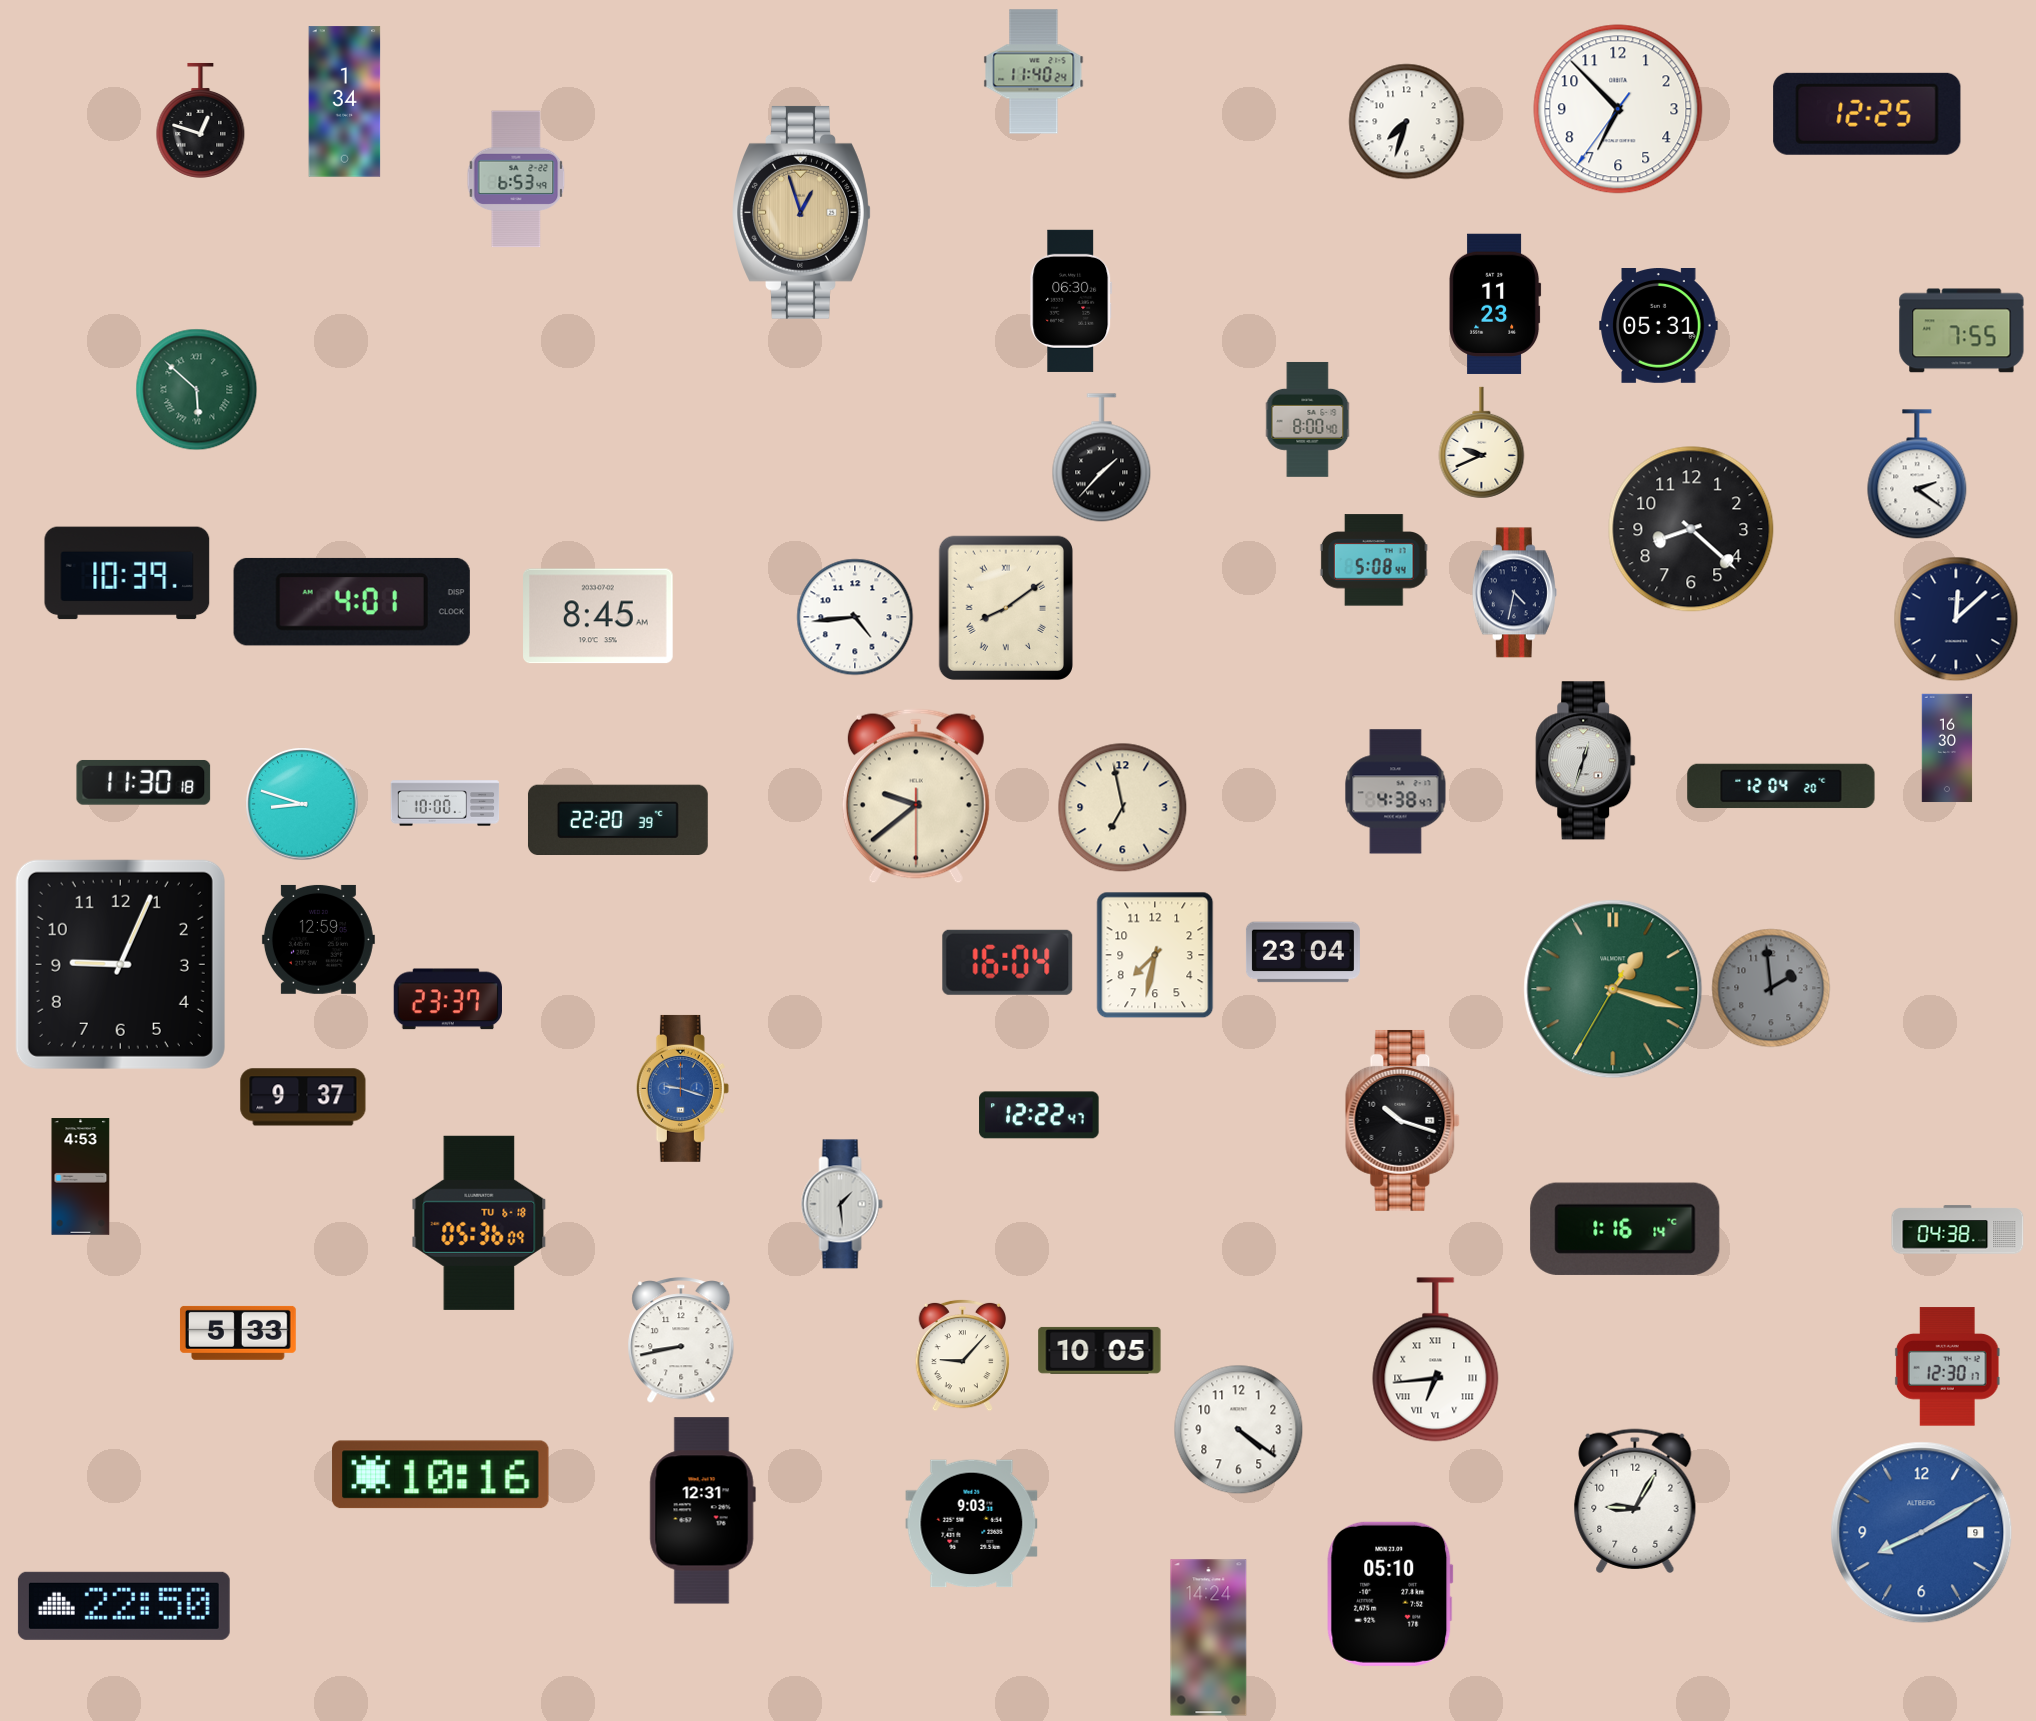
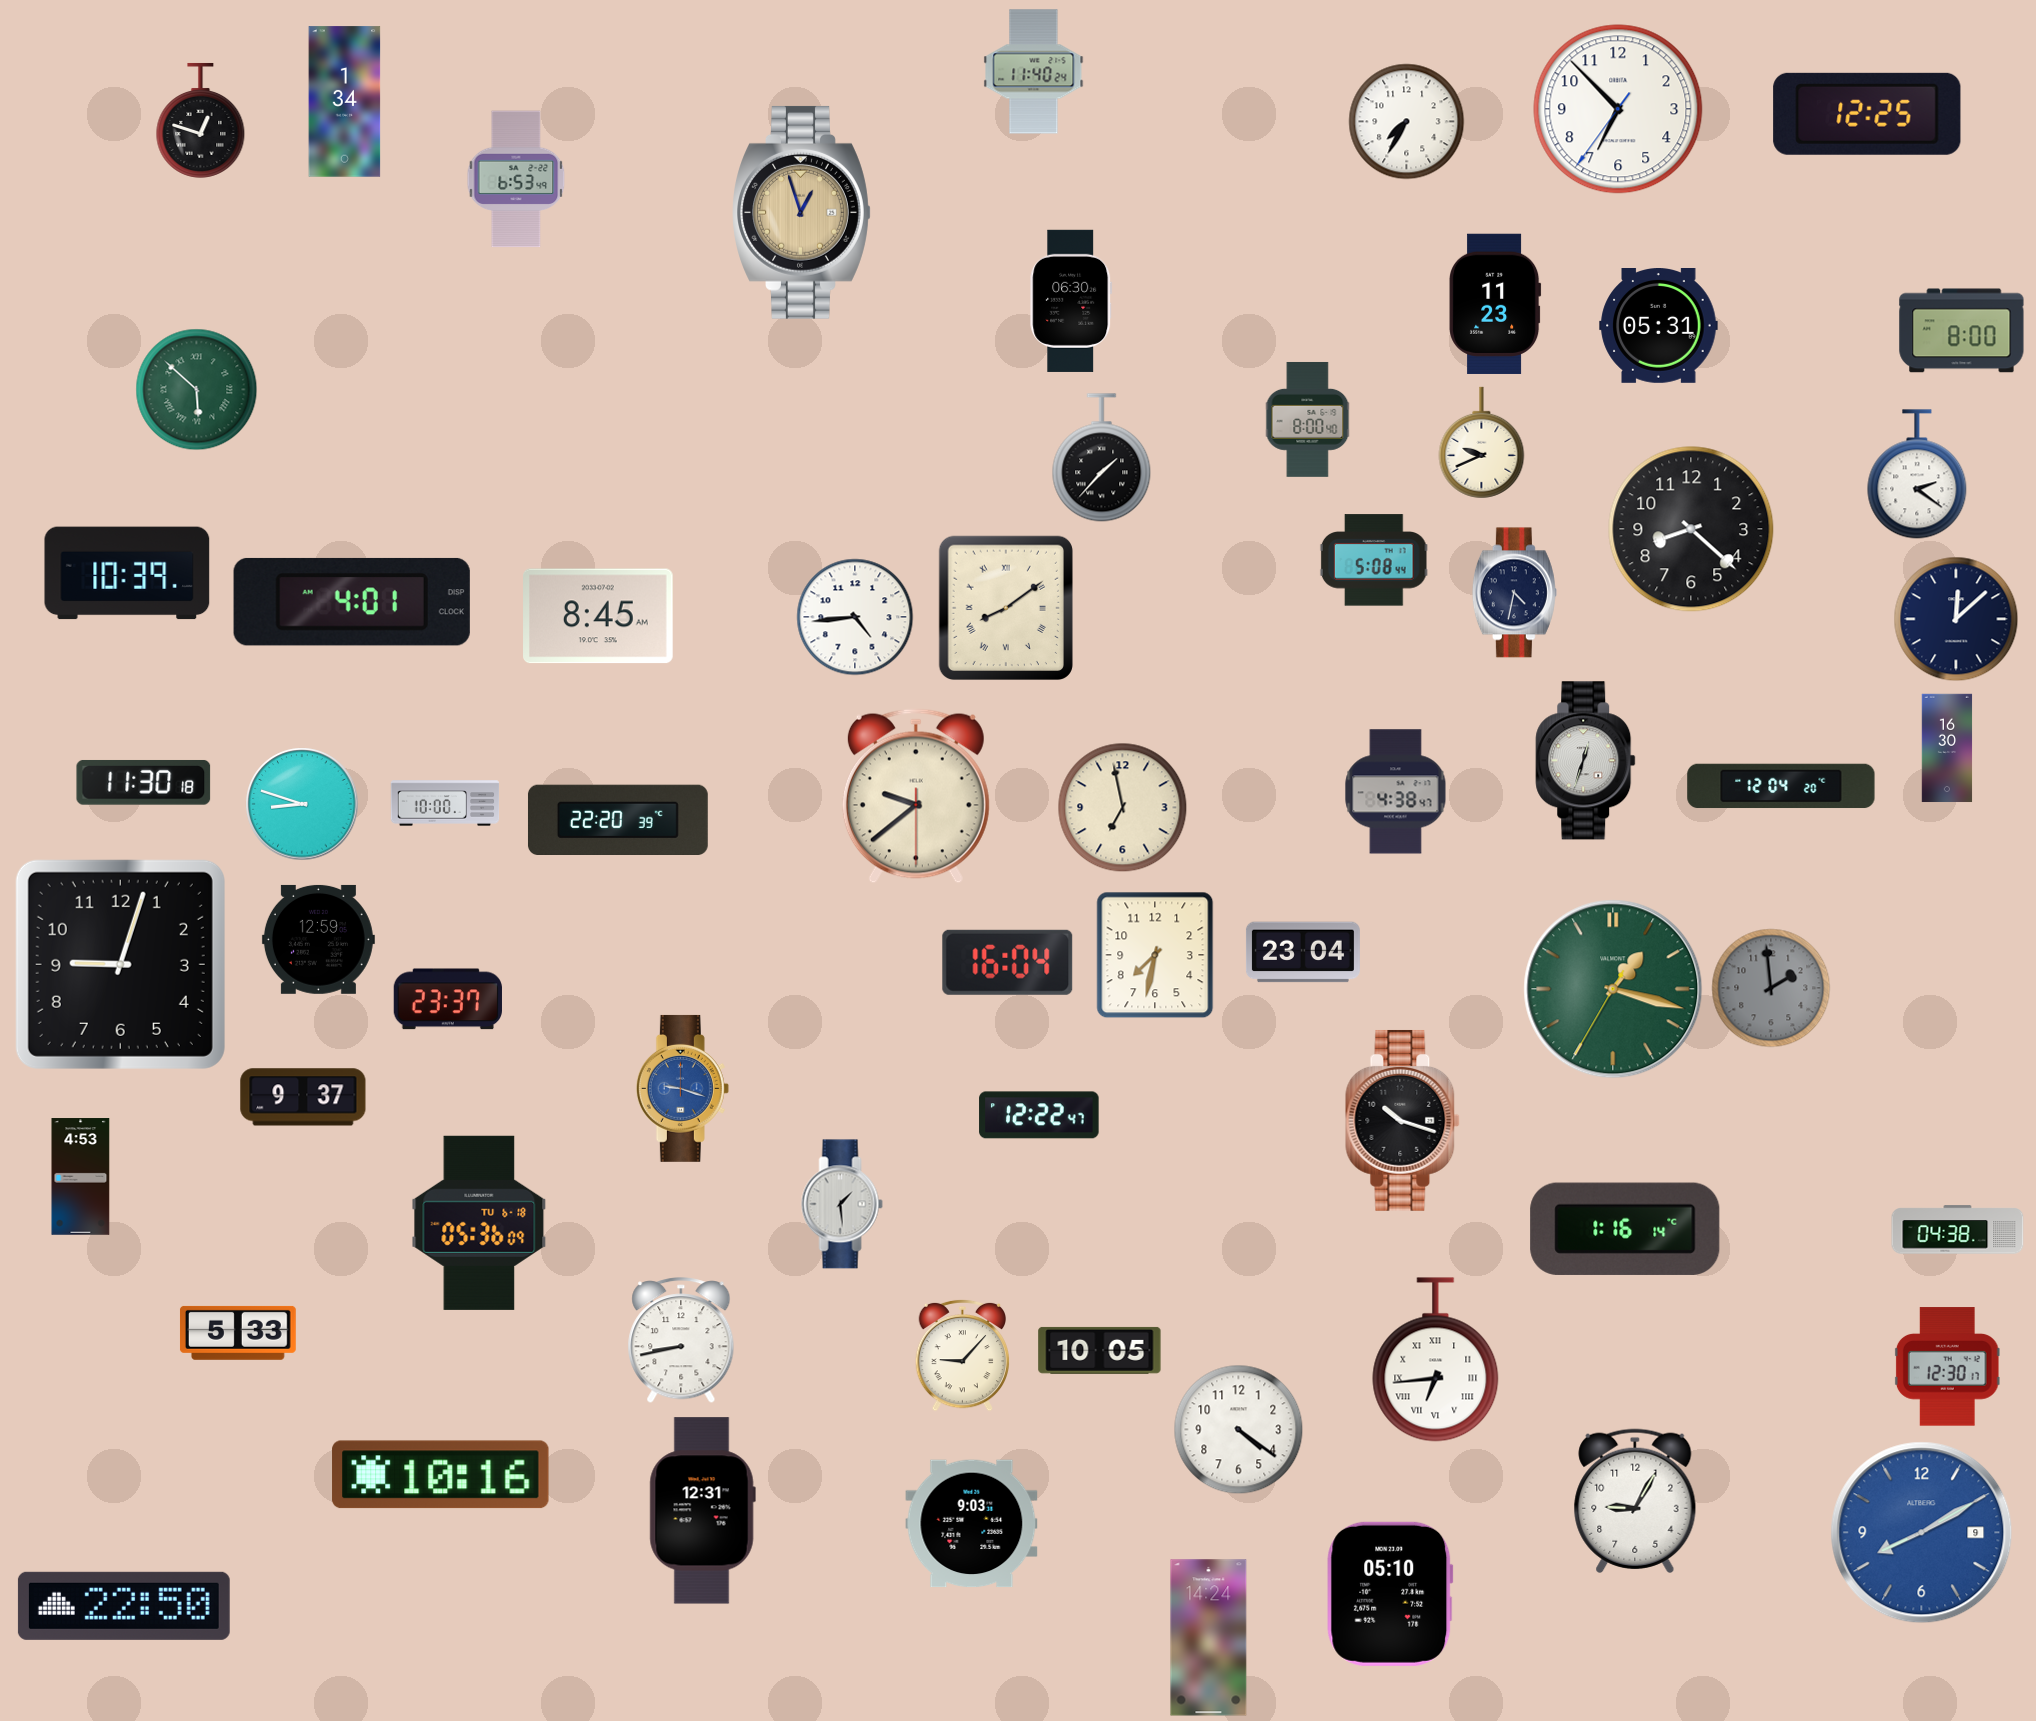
clock at (1407, 122): 7:33 -> 7:35
clock at (1962, 331): 7:55 -> 8:00
clock at (120, 964): 9:04 -> 9:03
